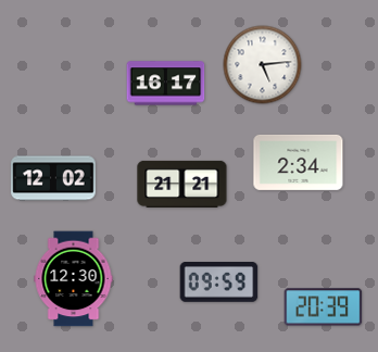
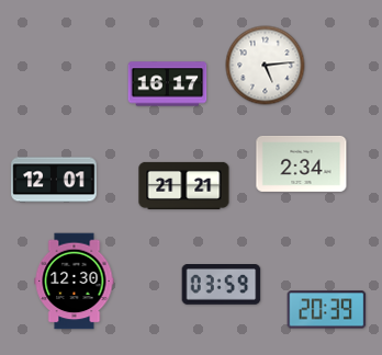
clock at (53, 178): 12:02 -> 12:01
clock at (219, 282): 09:59 -> 03:59
